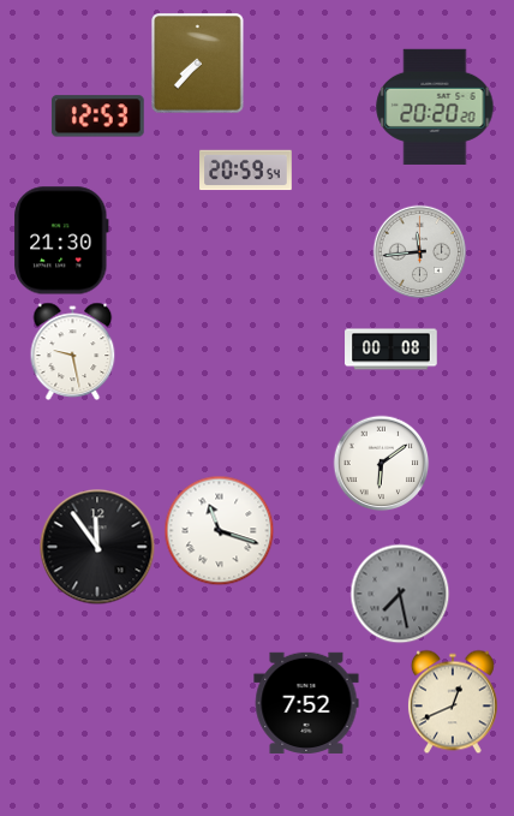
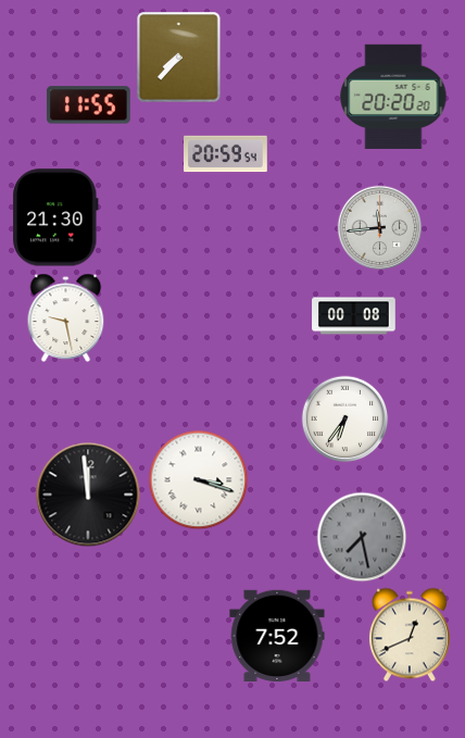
clock at (97, 117): 12:53 -> 11:55
clock at (246, 171) position: (246, 171) -> (226, 154)
clock at (381, 463): 6:09 -> 6:36
clock at (219, 530): 11:18 -> 3:18
clock at (97, 547): 11:54 -> 11:59
